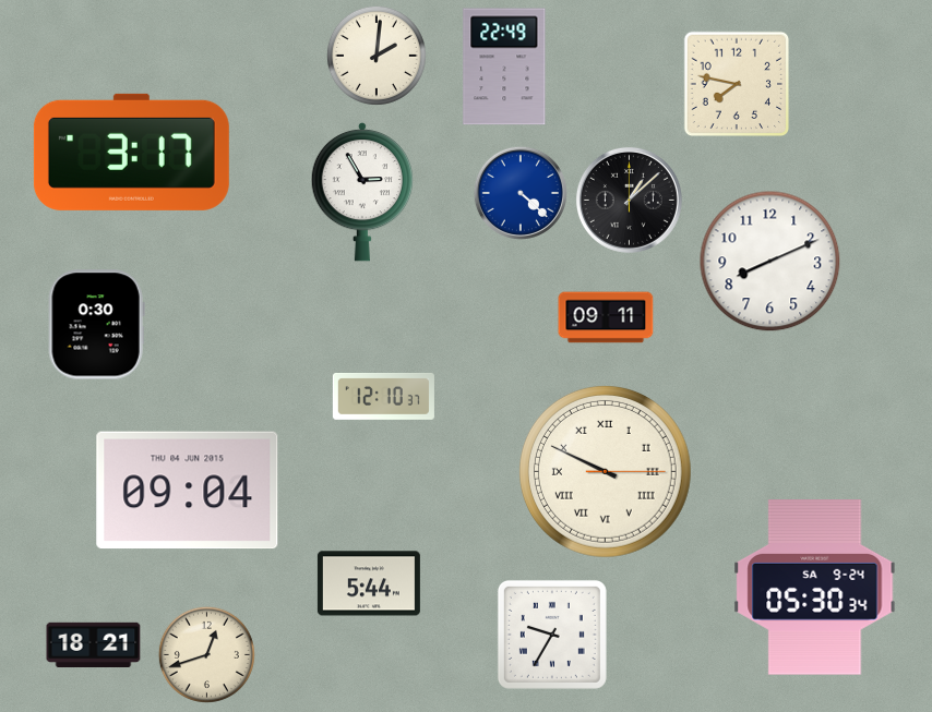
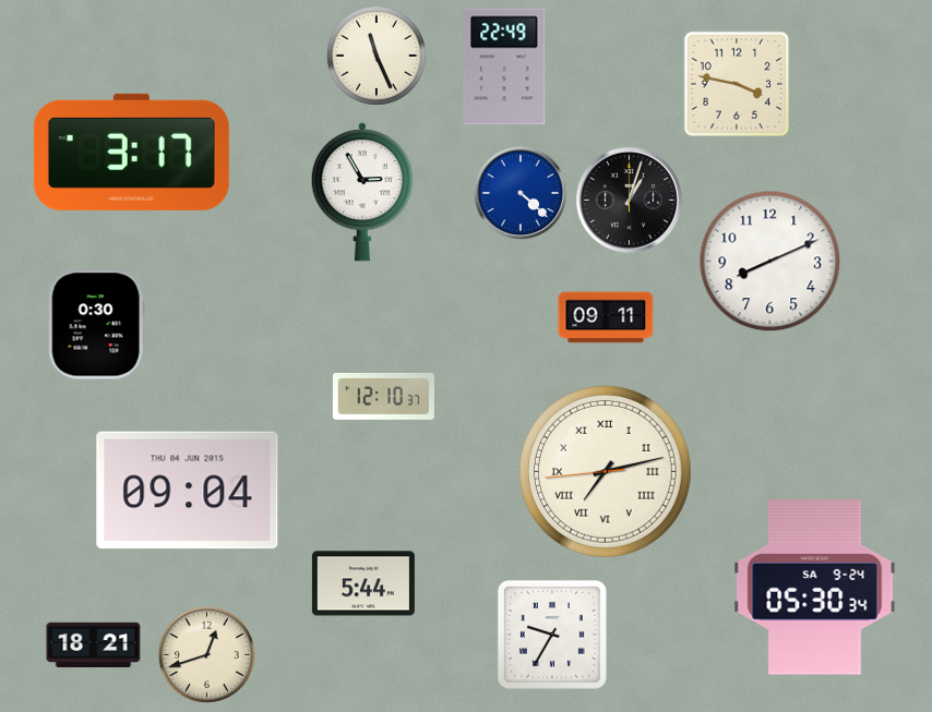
clock at (377, 56): 2:01 -> 11:26
clock at (737, 84): 7:47 -> 3:47
clock at (629, 200): 1:08 -> 1:03
clock at (605, 471): 9:49 -> 7:12
clock at (369, 583) position: (369, 583) -> (363, 583)
